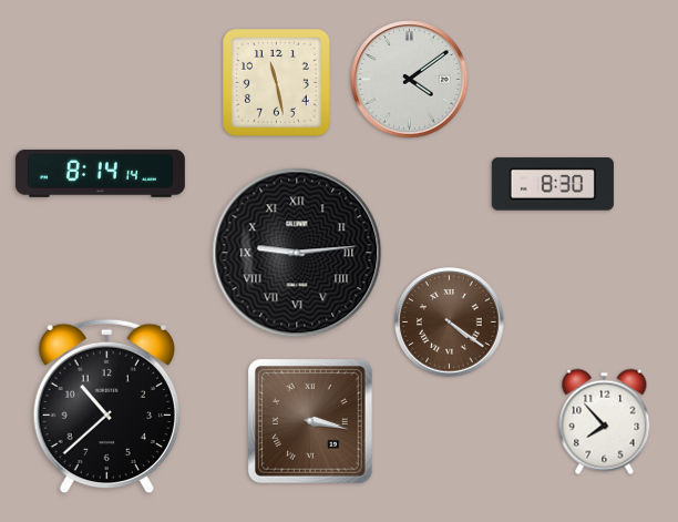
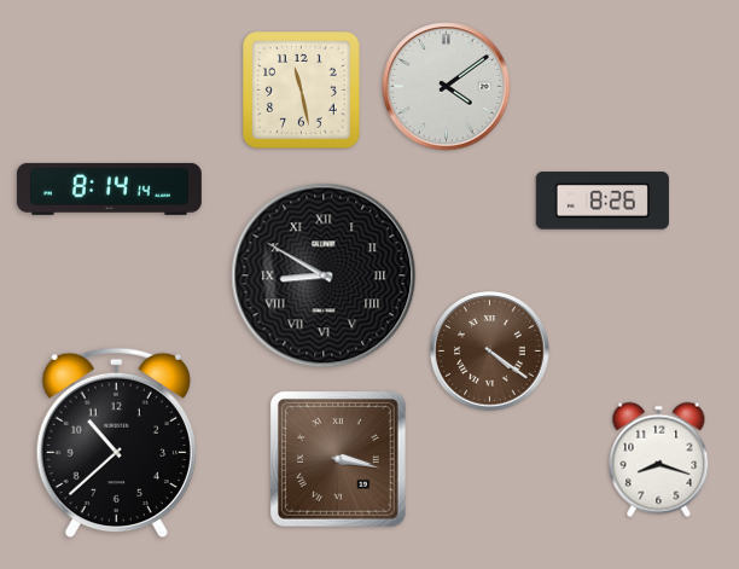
clock at (553, 184): 8:30 -> 8:26
clock at (297, 253): 9:14 -> 8:50
clock at (605, 422): 7:53 -> 8:18
